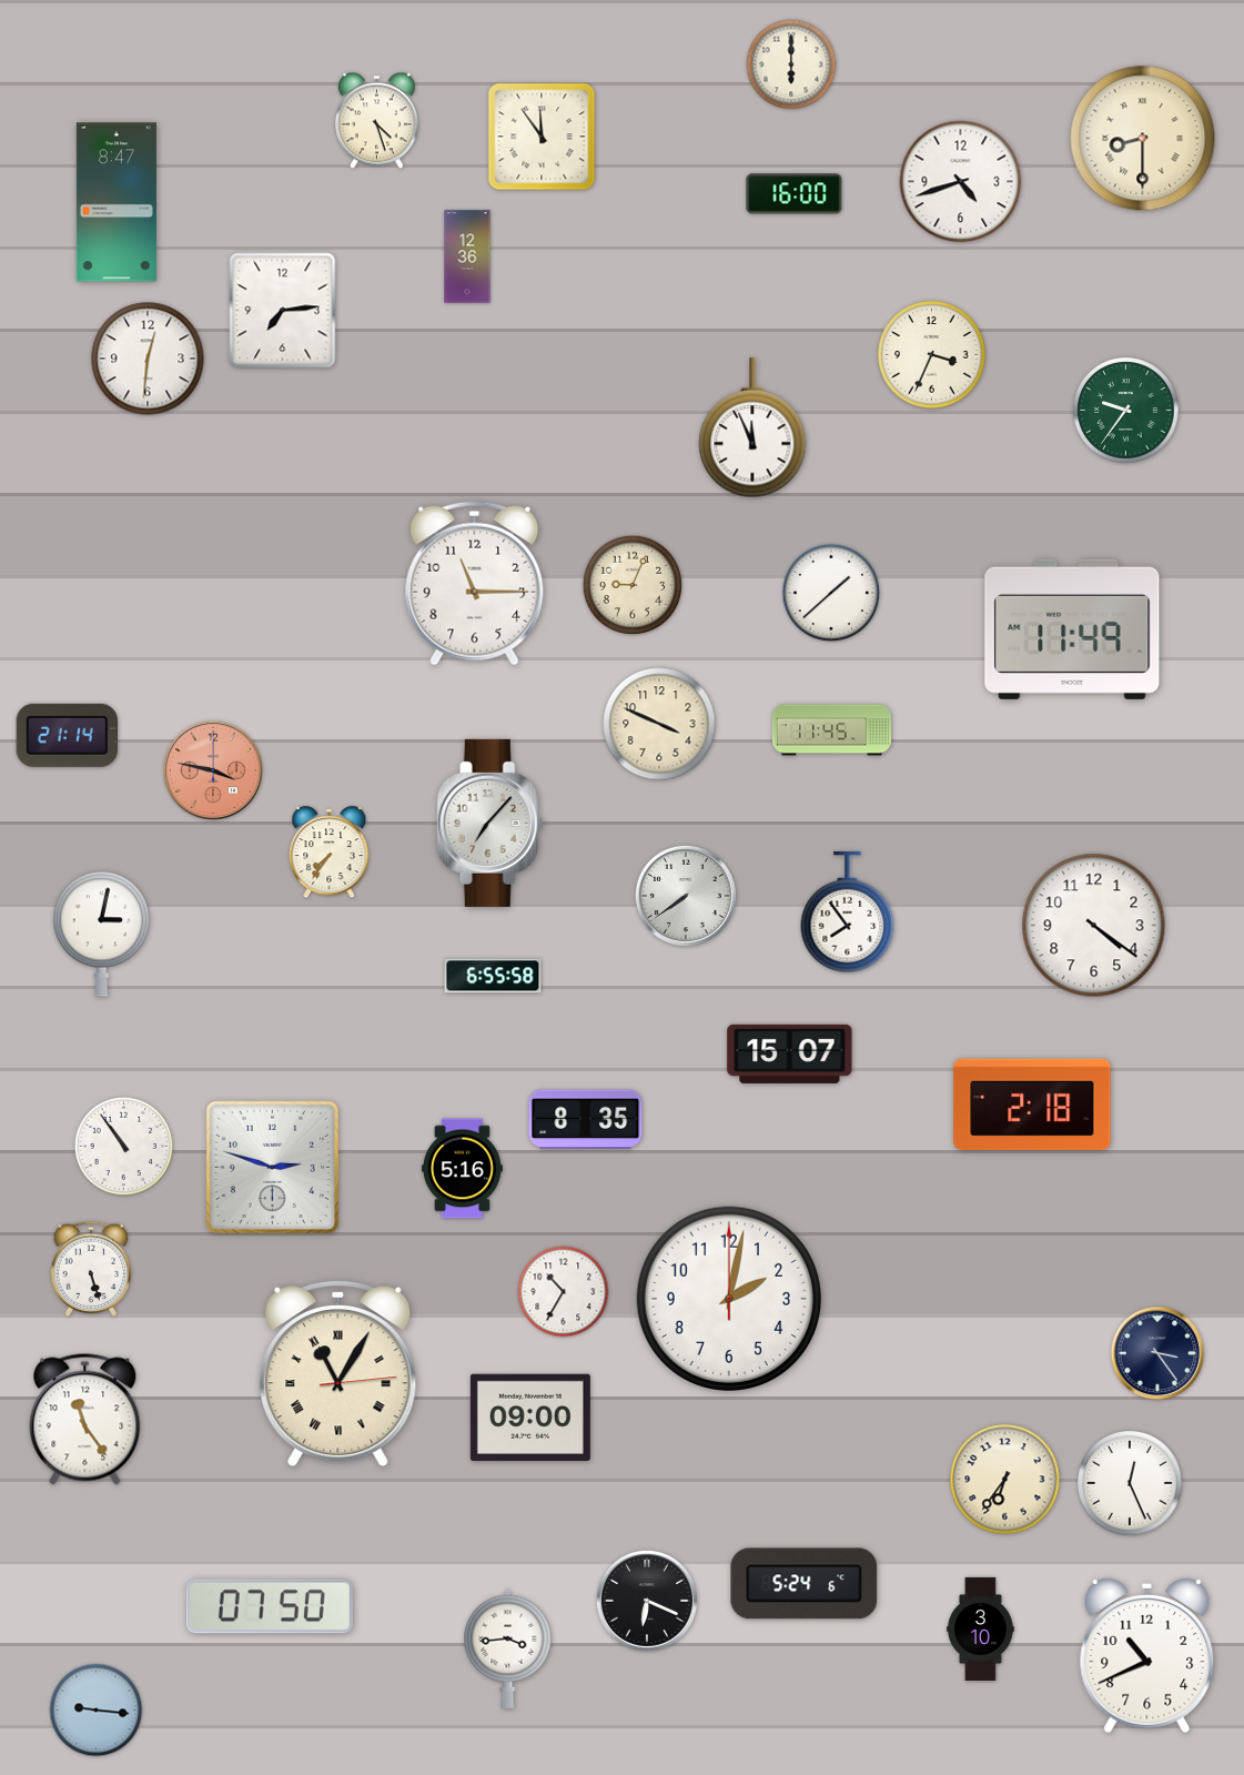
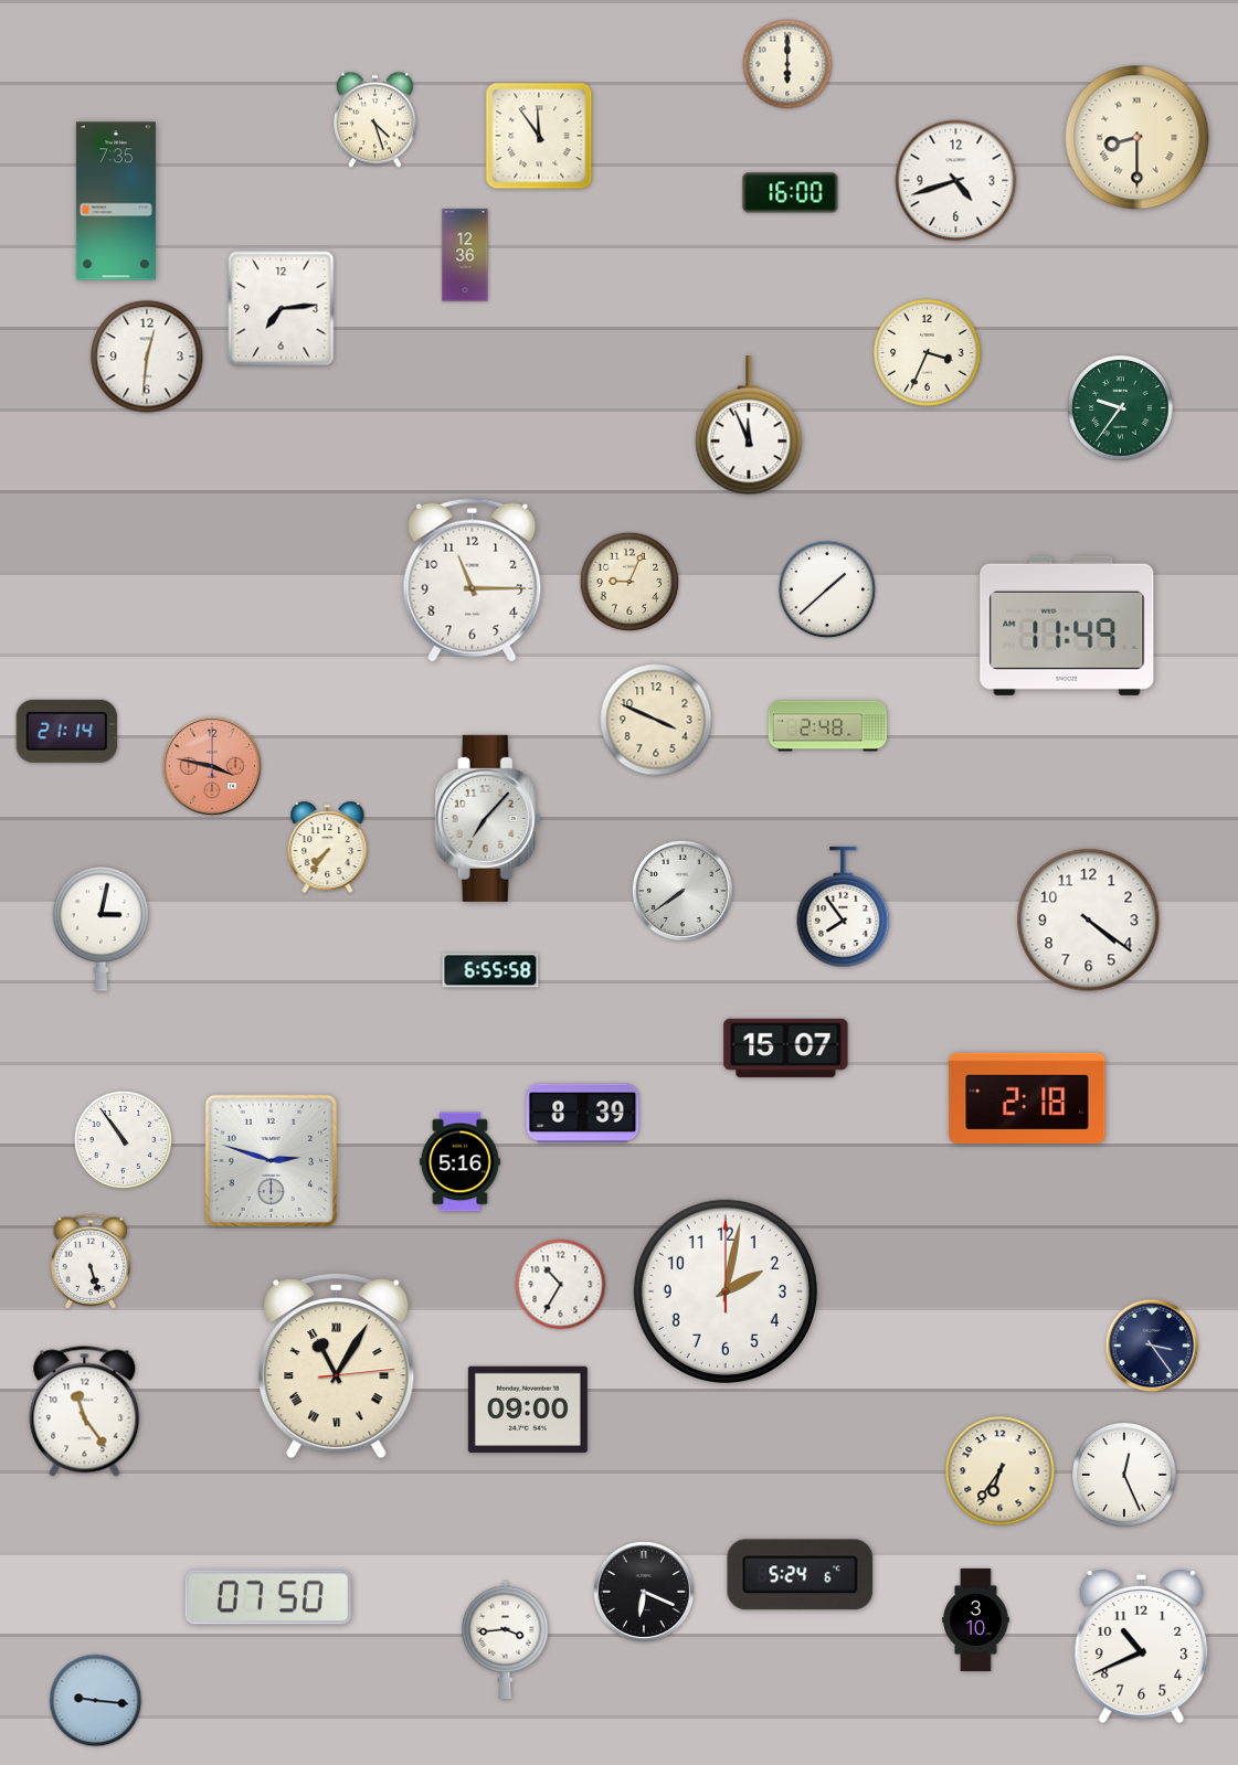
clock at (117, 202): 8:47 -> 7:35
clock at (831, 730): 11:45 -> 2:48
clock at (586, 1120): 8:35 -> 8:39
